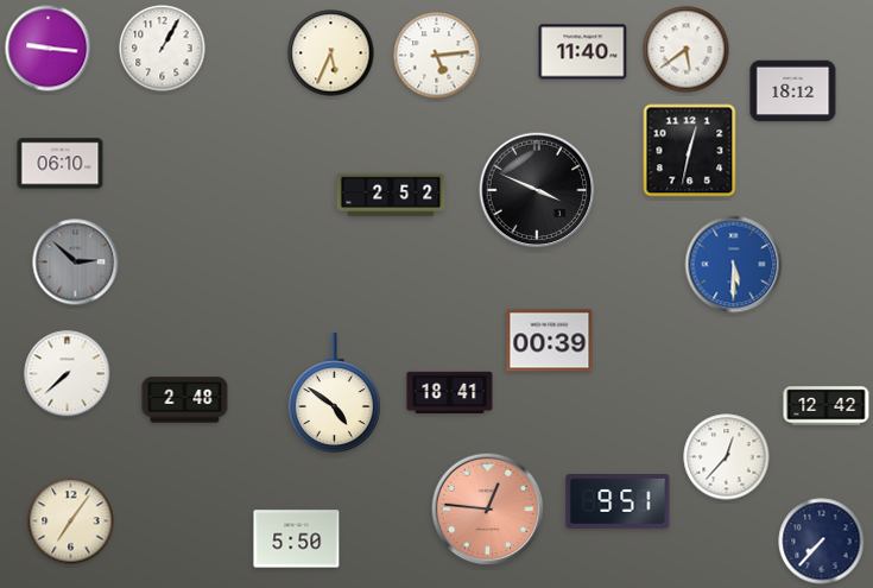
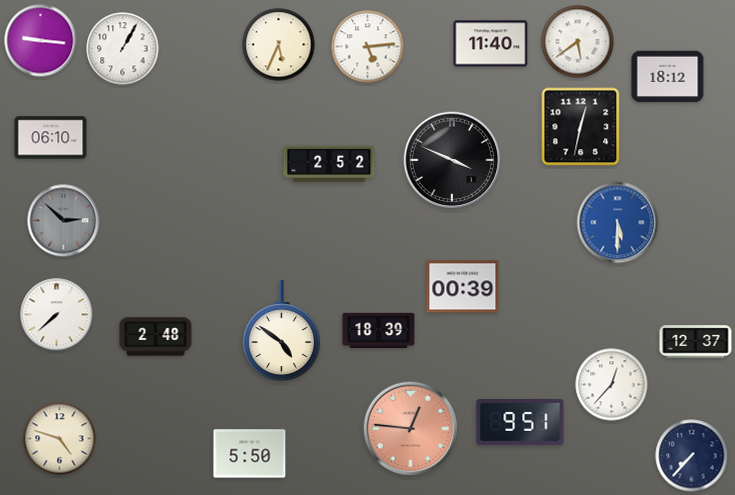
clock at (163, 49) position: (163, 49) -> (123, 49)
clock at (450, 392): 18:41 -> 18:39
clock at (827, 406): 12:42 -> 12:37
clock at (71, 521): 7:06 -> 4:48
